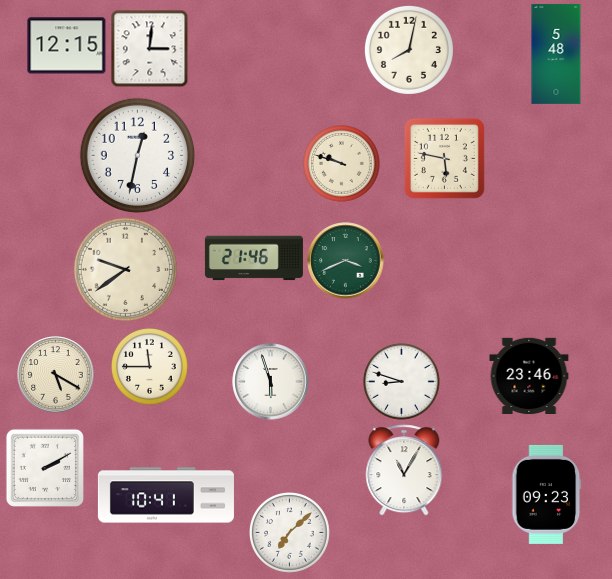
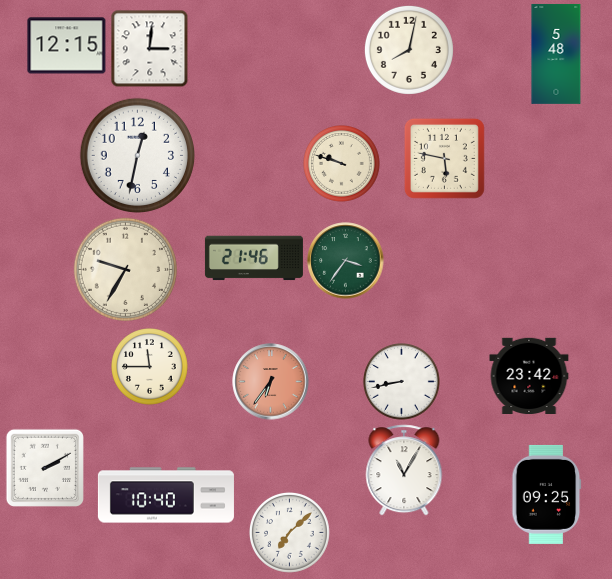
clock at (346, 261): 3:41 -> 3:36
clock at (125, 269): 9:39 -> 9:35
clock at (56, 375): 5:20 -> none
clock at (529, 375): 23:46 -> 23:42
clock at (271, 382): 5:57 -> 6:36
clock at (271, 382) dial: white -> salmon
clock at (402, 382): 8:48 -> 8:43
clock at (547, 494): 09:23 -> 09:25
clock at (166, 495): 10:41 -> 10:40
